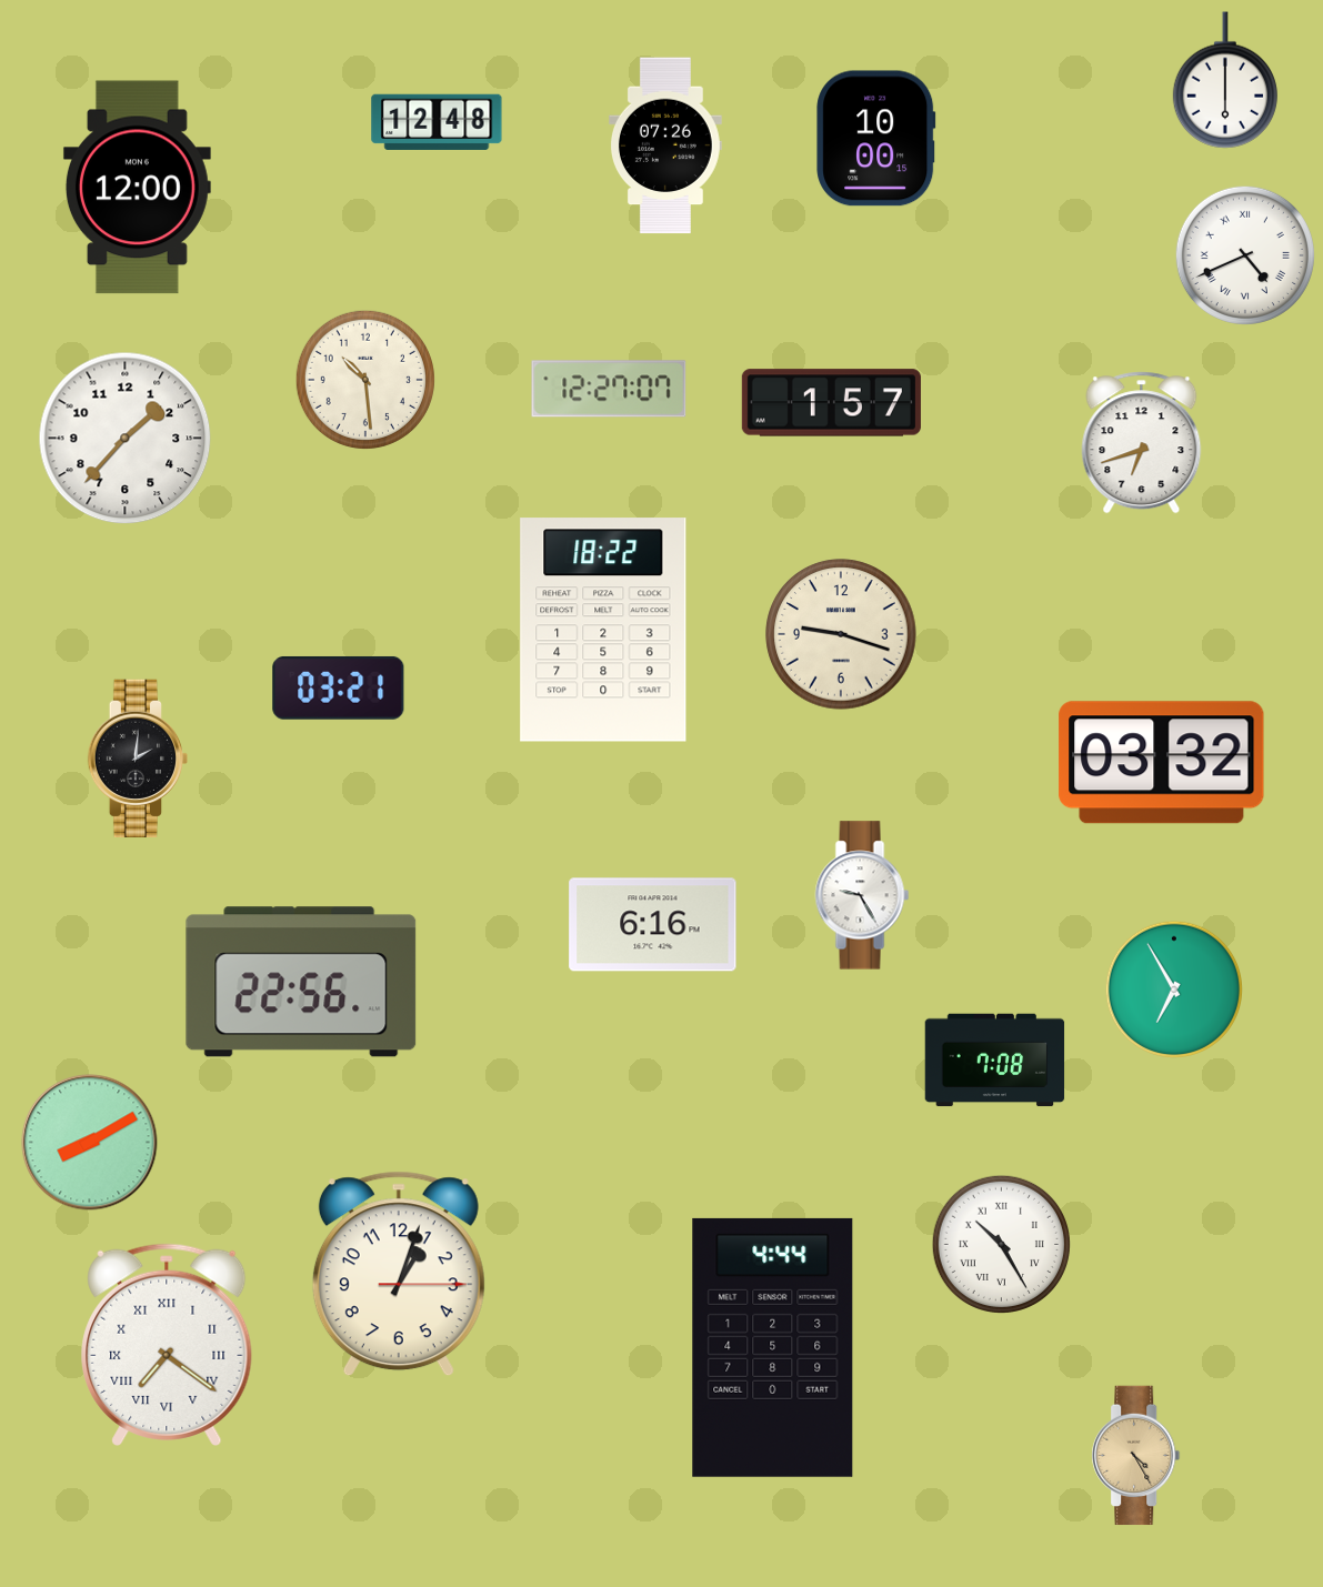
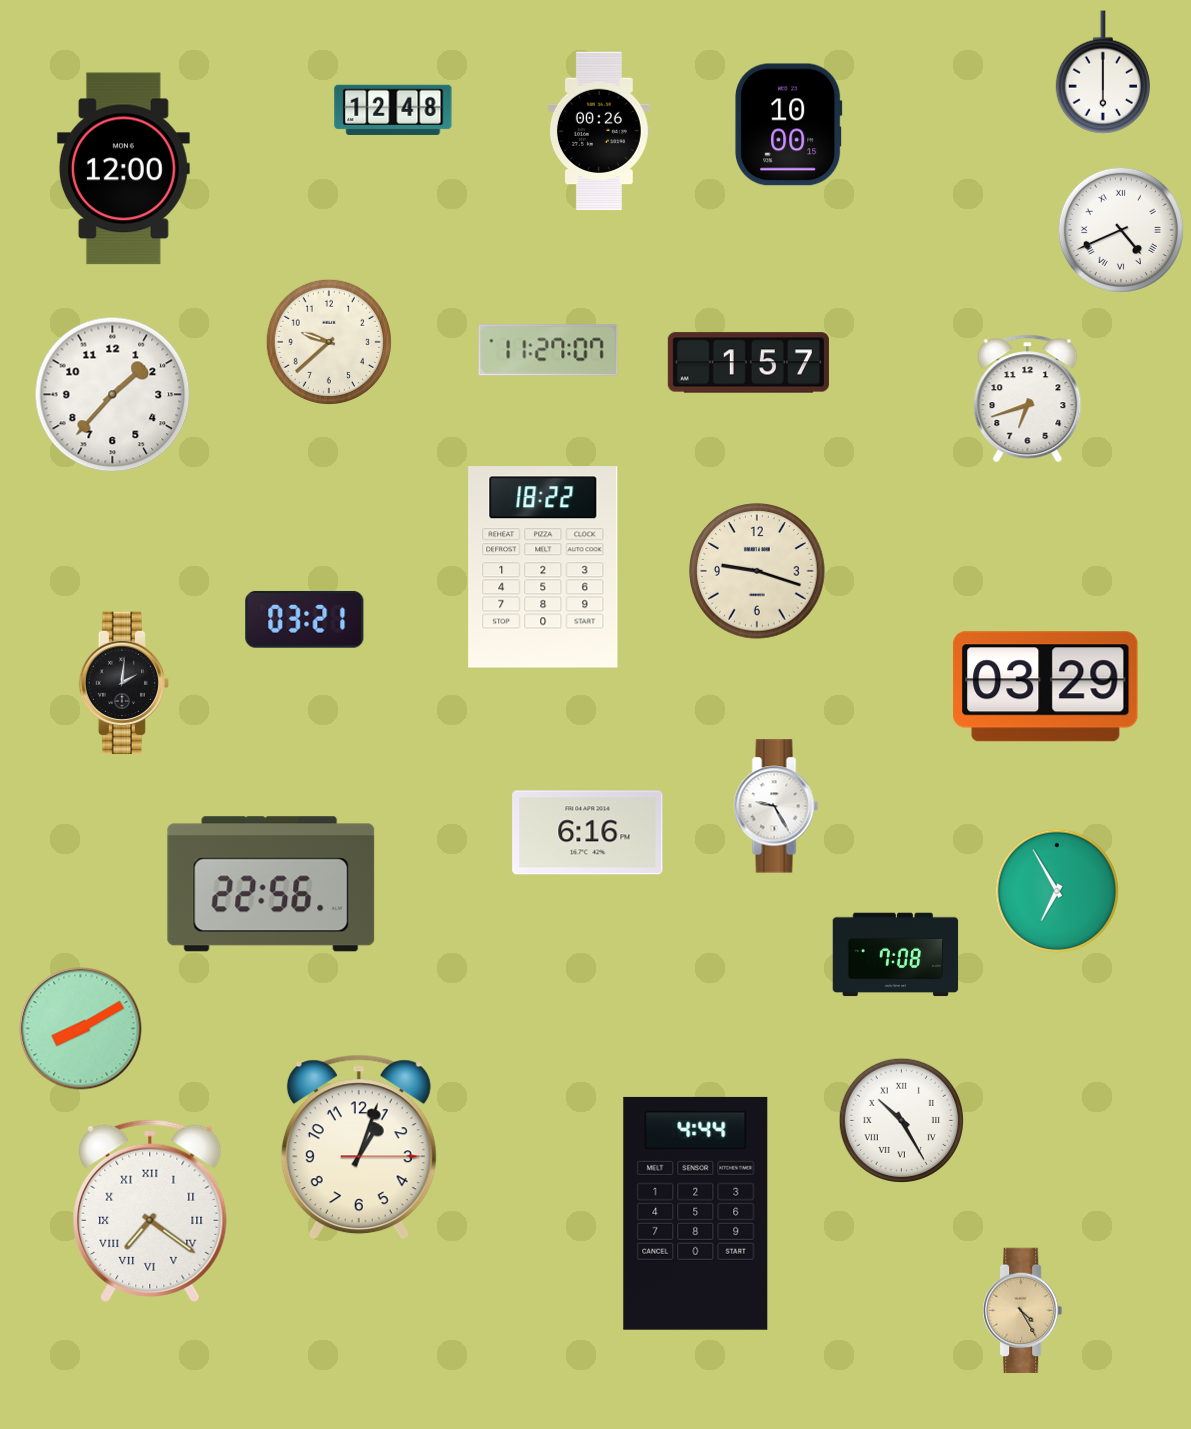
clock at (665, 145): 07:26 -> 00:26
clock at (365, 380): 10:29 -> 9:38
clock at (609, 389): 12:27 -> 11:27
clock at (1162, 763): 03:32 -> 03:29
